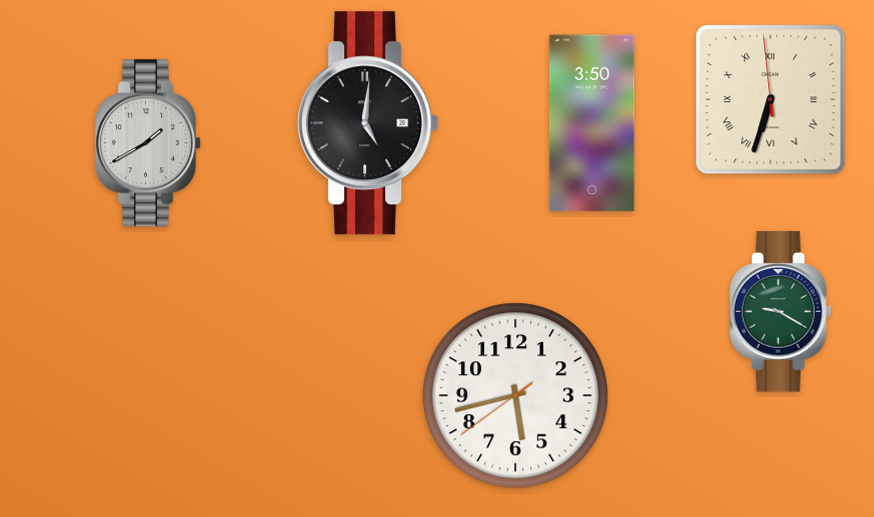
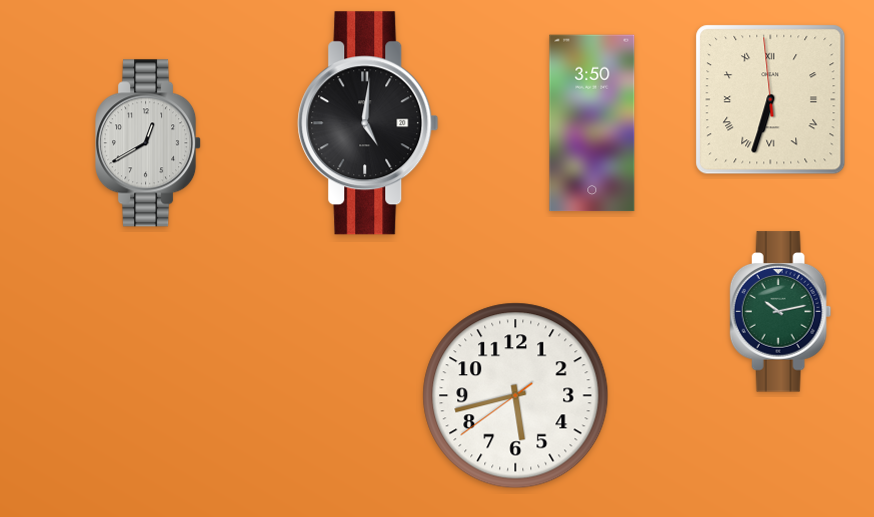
clock at (149, 143): 1:40 -> 12:40
clock at (781, 312): 9:20 -> 10:13
